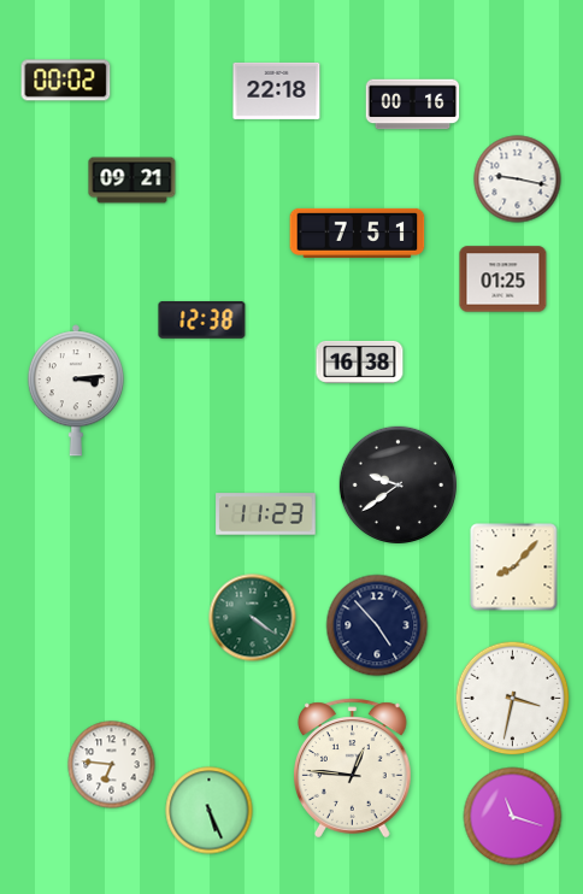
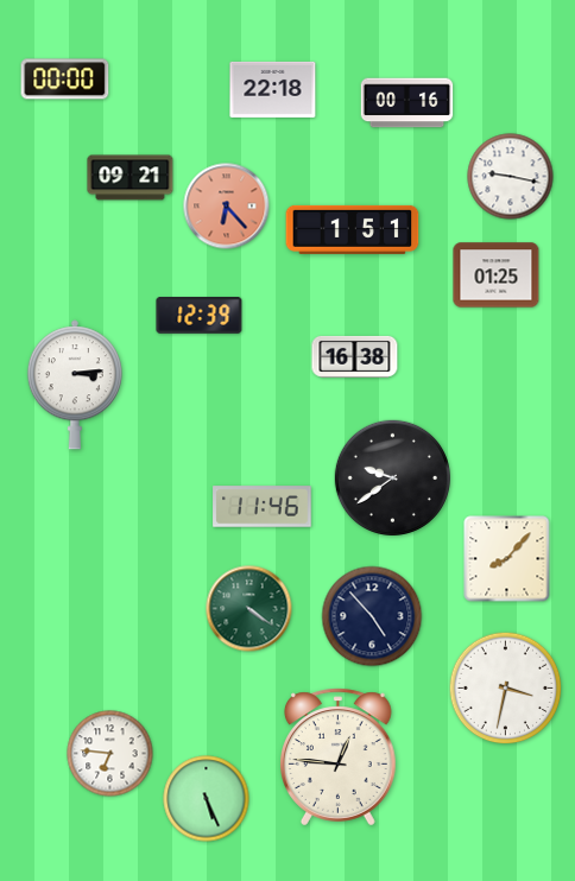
clock at (66, 81): 00:02 -> 00:00
clock at (227, 207): none -> 6:23
clock at (358, 233): 7:51 -> 1:51
clock at (202, 320): 12:38 -> 12:39
clock at (266, 514): 11:23 -> 11:46
clock at (353, 769) position: (353, 769) -> (339, 758)
clock at (513, 817): 11:18 -> none
